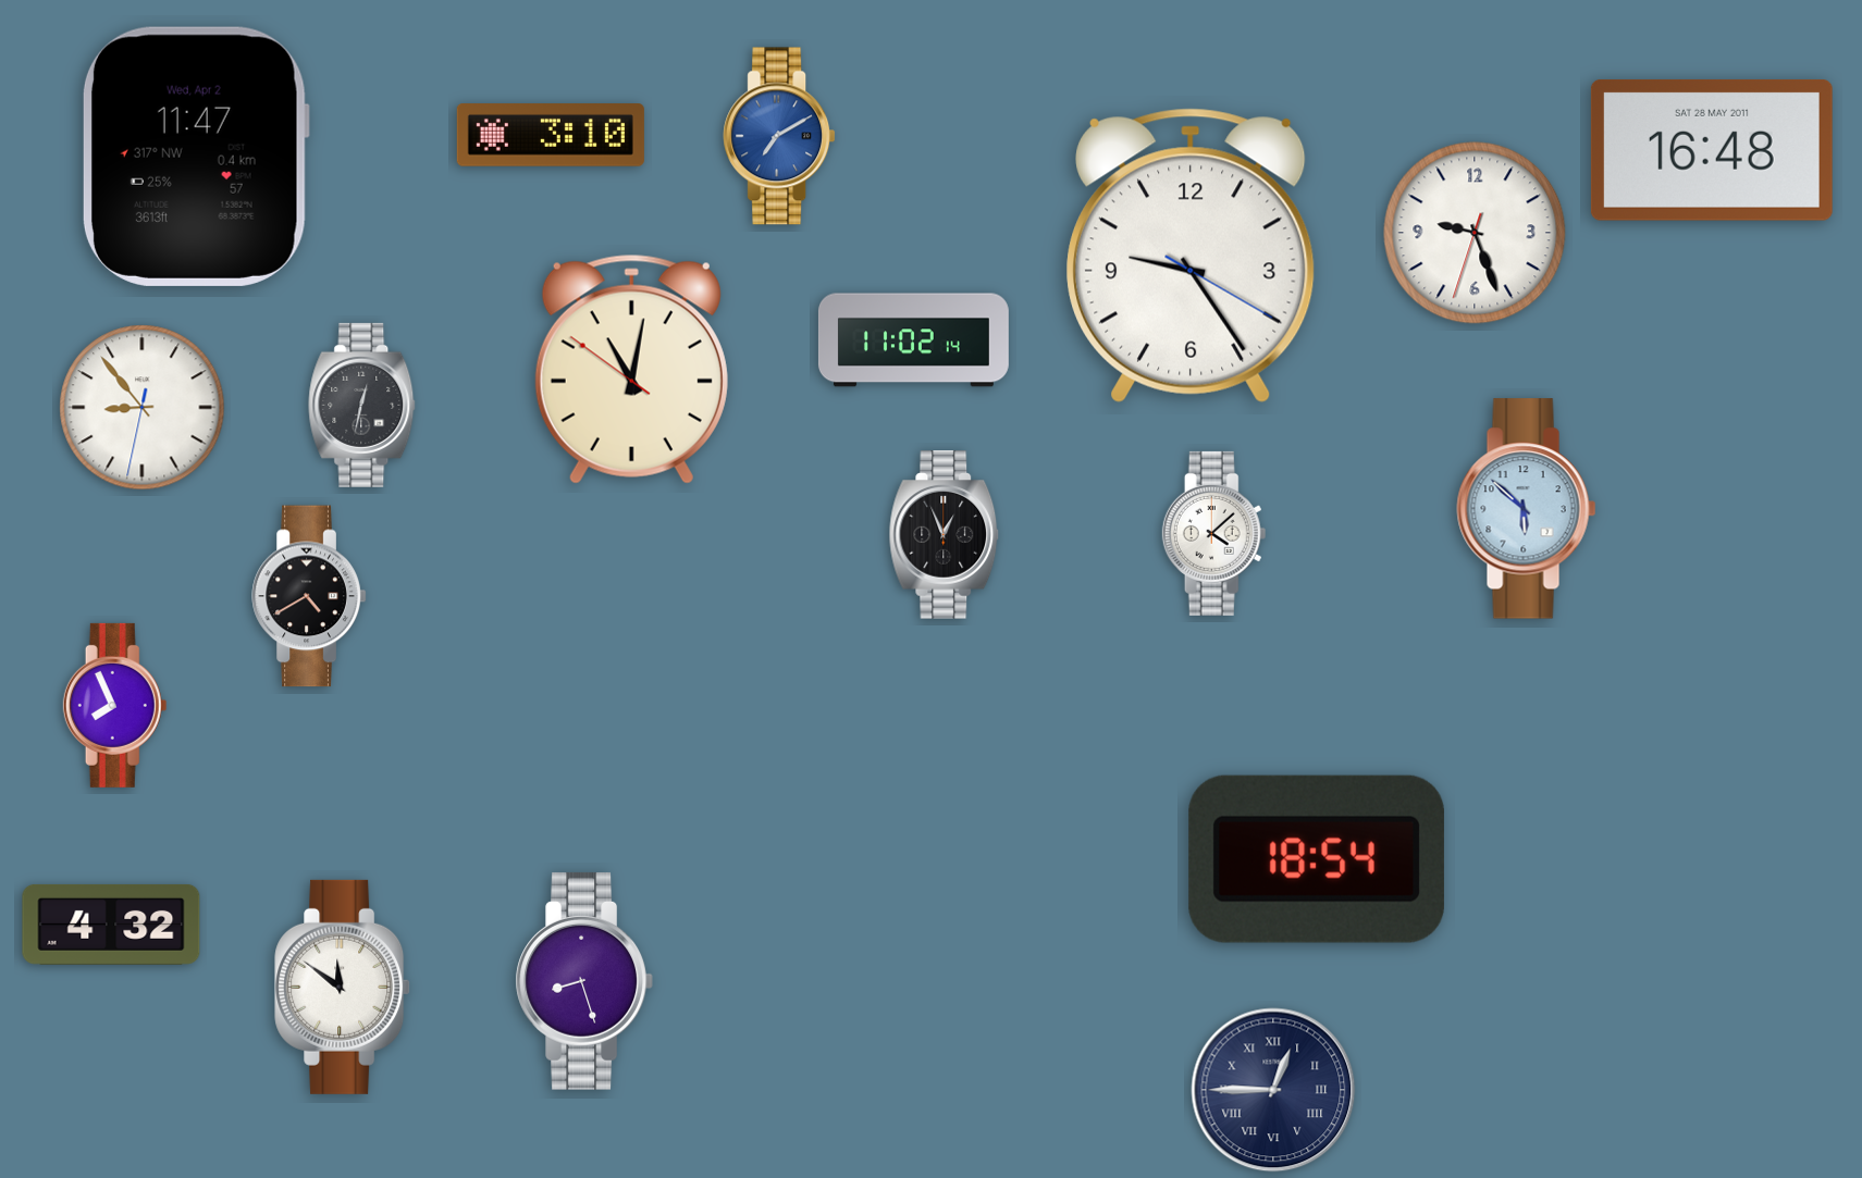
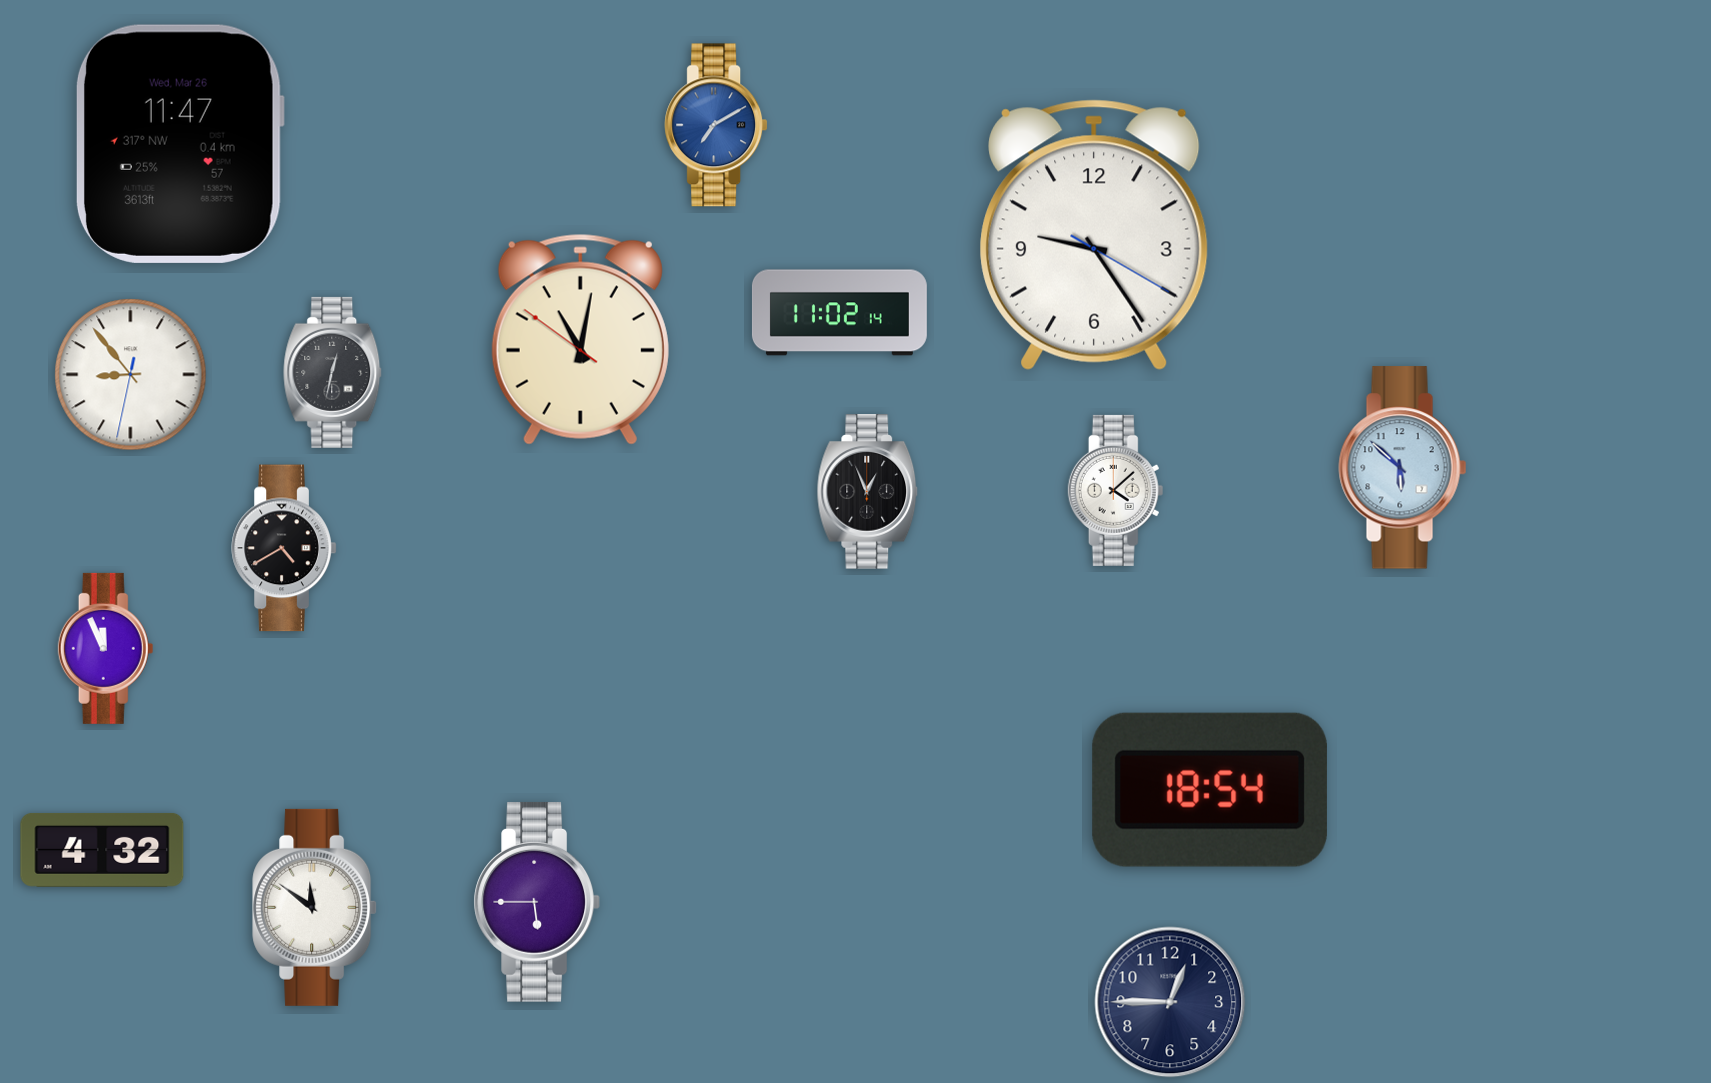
clock at (551, 136): 3:10 -> none
clock at (1712, 151): 16:48 -> none
clock at (196, 157) date: Wed, Apr 2 -> Wed, Mar 26
clock at (1475, 233): 9:26 -> none
clock at (115, 705): 7:56 -> 11:56
clock at (584, 981): 8:27 -> 5:45
clock at (1273, 1090) numerals: Roman -> Arabic
